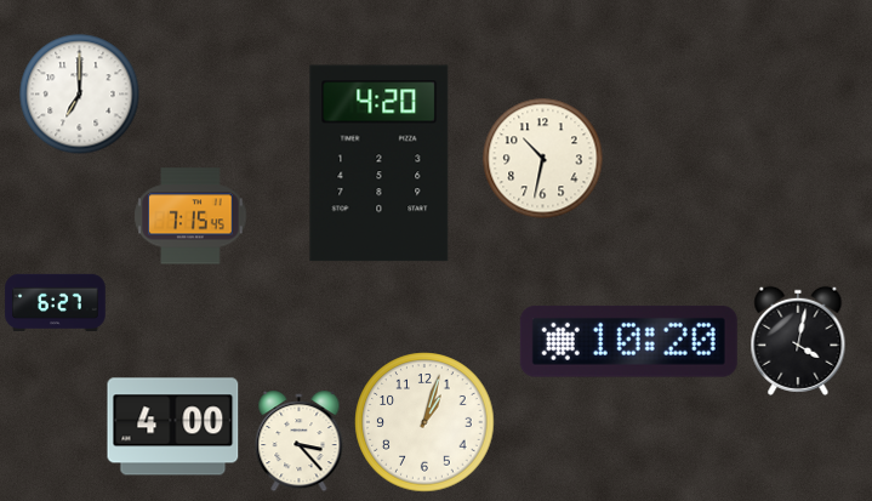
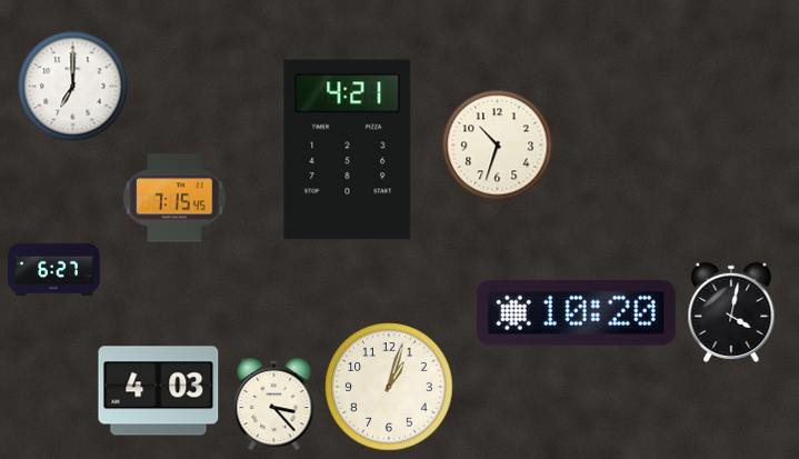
clock at (543, 159): 10:32 -> 10:33
clock at (380, 164): 4:20 -> 4:21
clock at (56, 302) position: (56, 302) -> (54, 269)
clock at (173, 427): 4:00 -> 4:03
